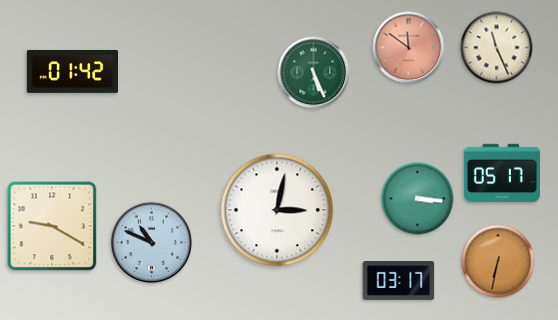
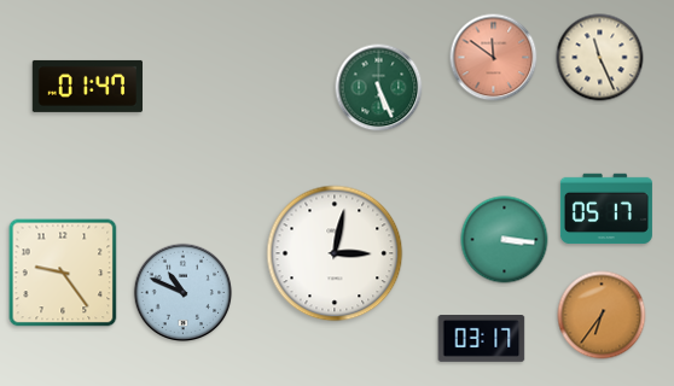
clock at (72, 71): 01:42 -> 01:47
clock at (52, 226): 9:20 -> 9:24
clock at (498, 261): 6:32 -> 6:36
